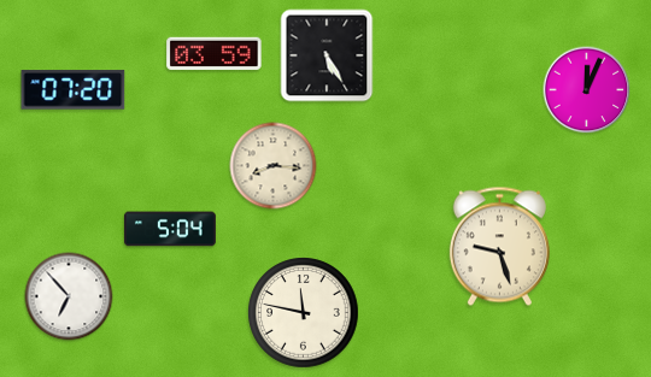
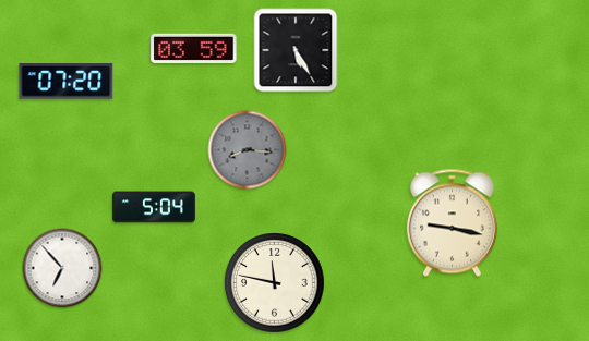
clock at (587, 90): 12:04 -> none
clock at (274, 166) dial: cream -> grey
clock at (499, 247): 9:27 -> 9:17
